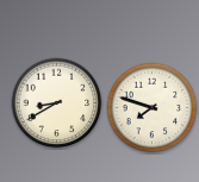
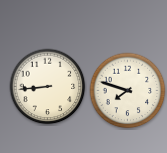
clock at (57, 103): 8:40 -> 8:44
